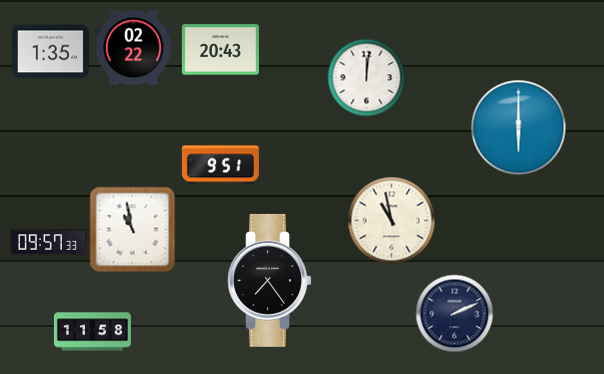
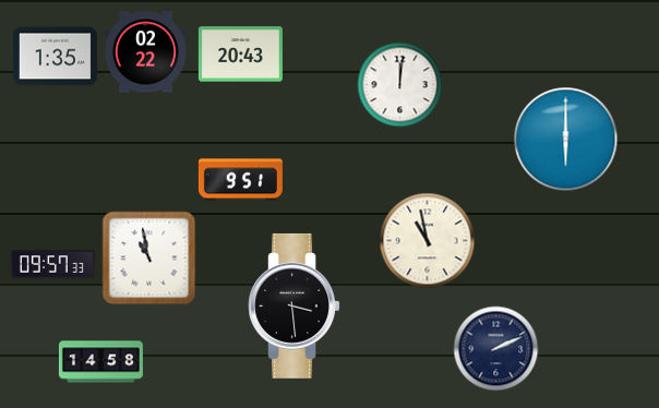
clock at (132, 229) position: (132, 229) -> (148, 257)
clock at (269, 280): 7:24 -> 3:29
clock at (454, 313) position: (454, 313) -> (495, 348)
clock at (92, 332): 11:58 -> 14:58
